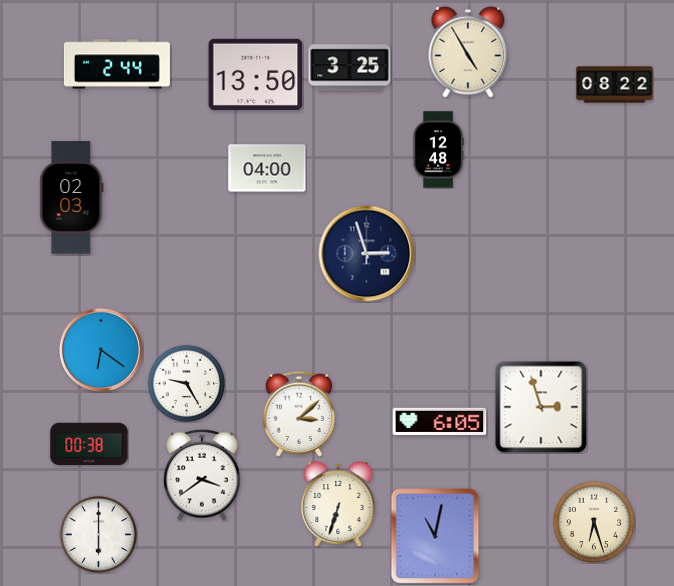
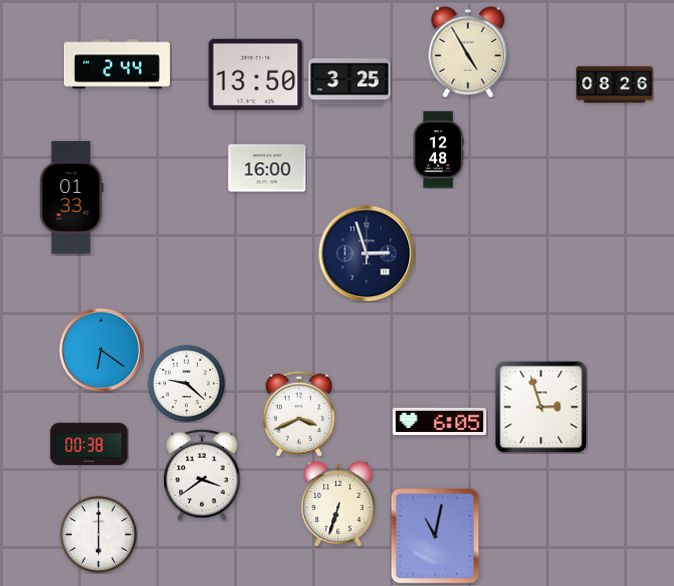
clock at (350, 68) position: (350, 68) -> (350, 82)
clock at (615, 85): 08:22 -> 08:26
clock at (267, 168): 04:00 -> 16:00
clock at (72, 198): 02:03 -> 01:33
clock at (186, 383): 9:25 -> 9:22
clock at (299, 414): 3:08 -> 3:41
clock at (593, 521): 6:27 -> none
